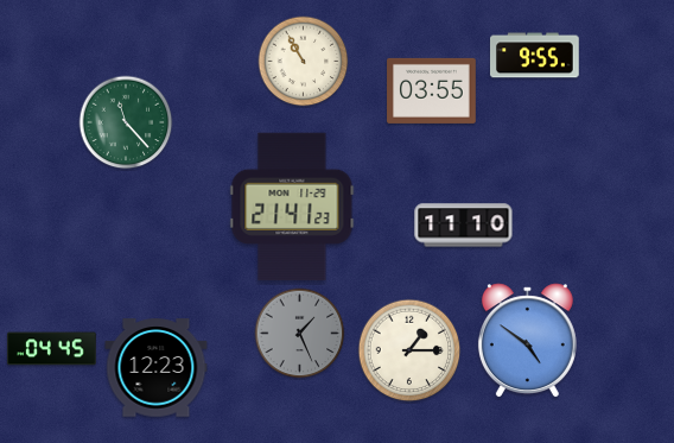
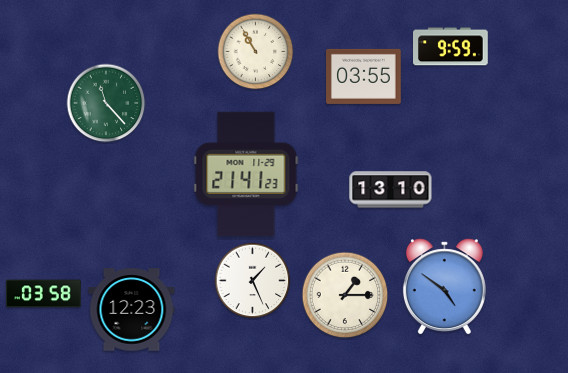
clock at (535, 56): 9:55 -> 9:59
clock at (464, 226): 11:10 -> 13:10
clock at (300, 334) dial: grey -> white
clock at (52, 349): 04:45 -> 03:58
